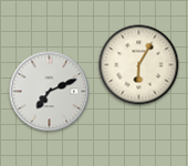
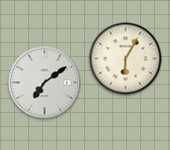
clock at (50, 92): 7:11 -> 7:09
